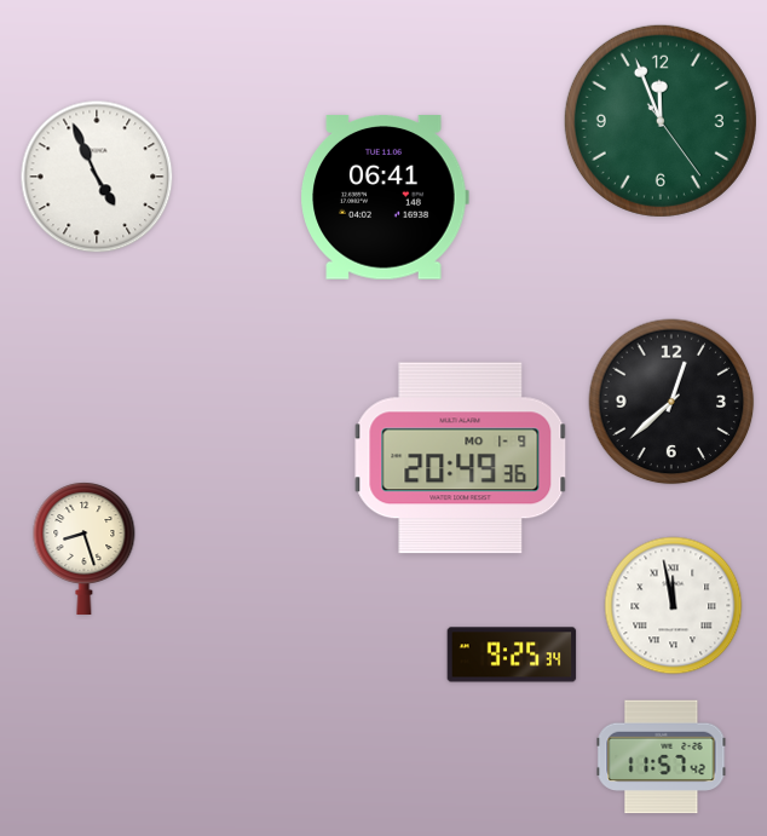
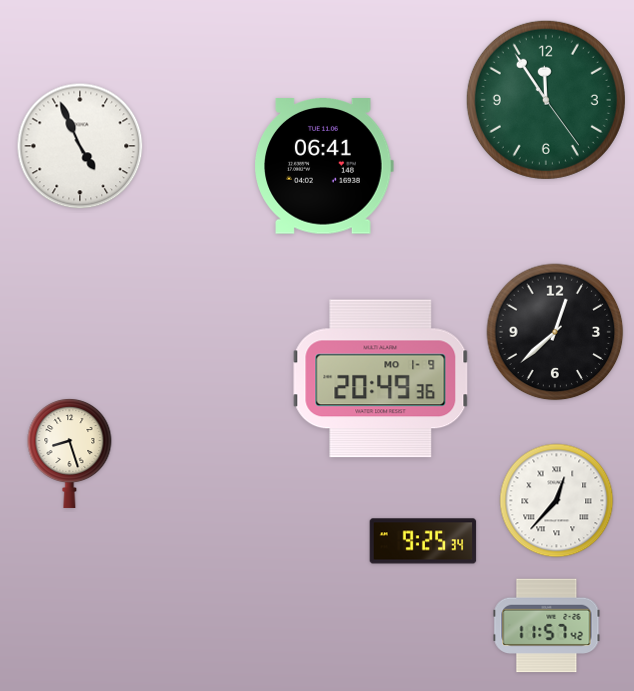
clock at (661, 121): 11:56 -> 11:54
clock at (385, 197) position: (385, 197) -> (324, 166)
clock at (674, 606): 11:58 -> 12:37
